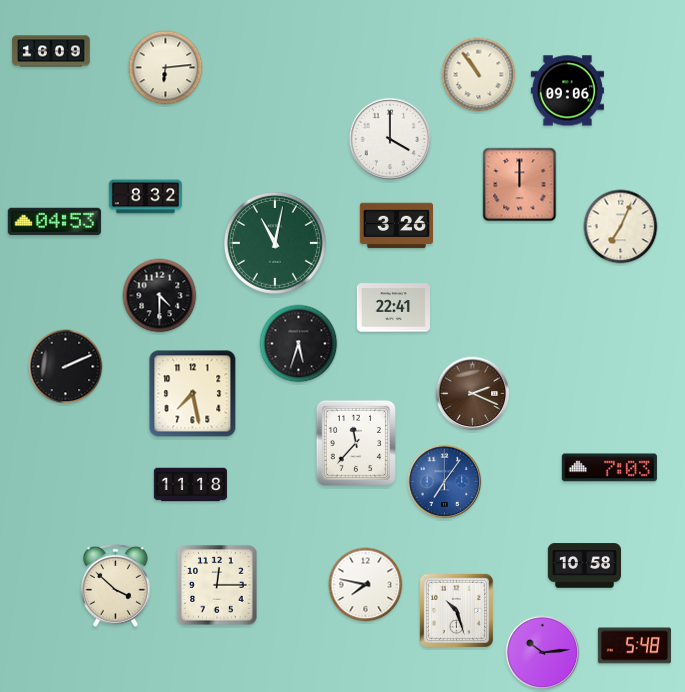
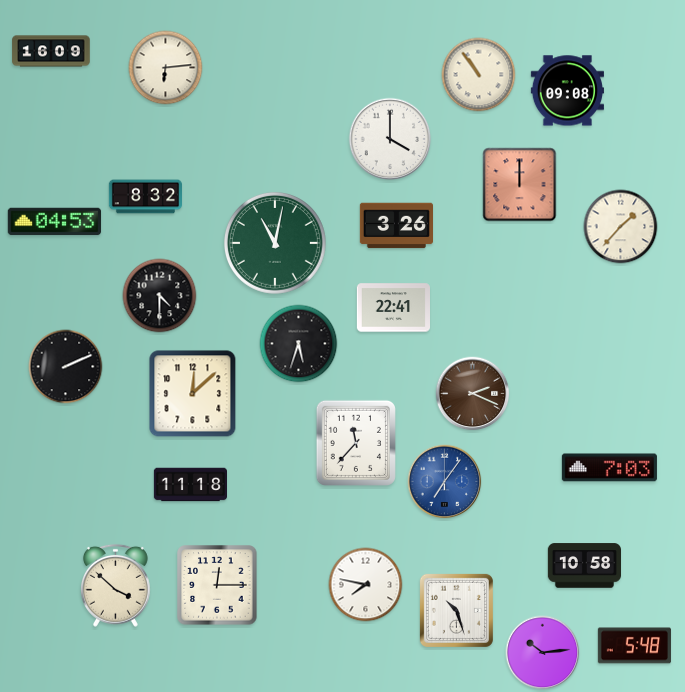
clock at (567, 91): 09:06 -> 09:08
clock at (621, 227): 7:04 -> 1:37
clock at (193, 394): 7:28 -> 12:08
